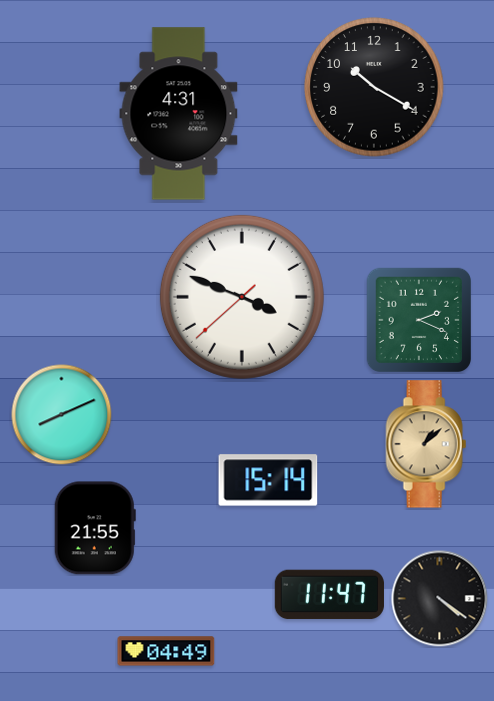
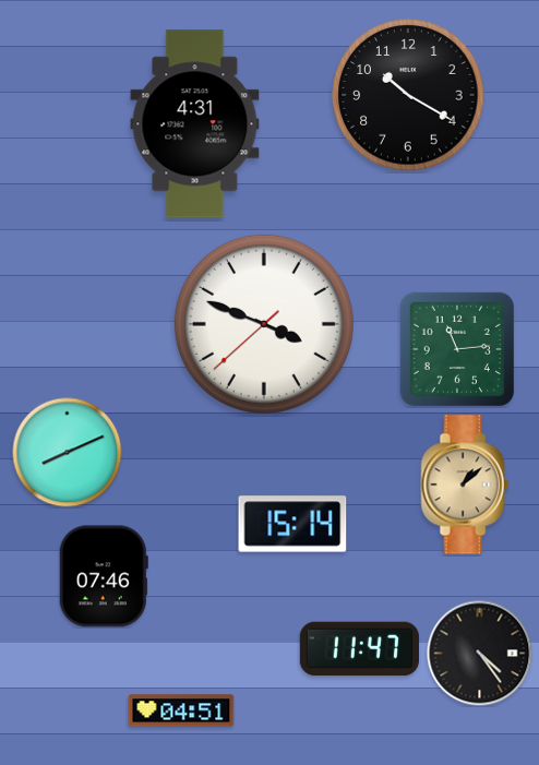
clock at (418, 319): 2:19 -> 11:14
clock at (95, 528): 21:55 -> 07:46
clock at (440, 599): 4:21 -> 4:24
clock at (166, 651): 04:49 -> 04:51
